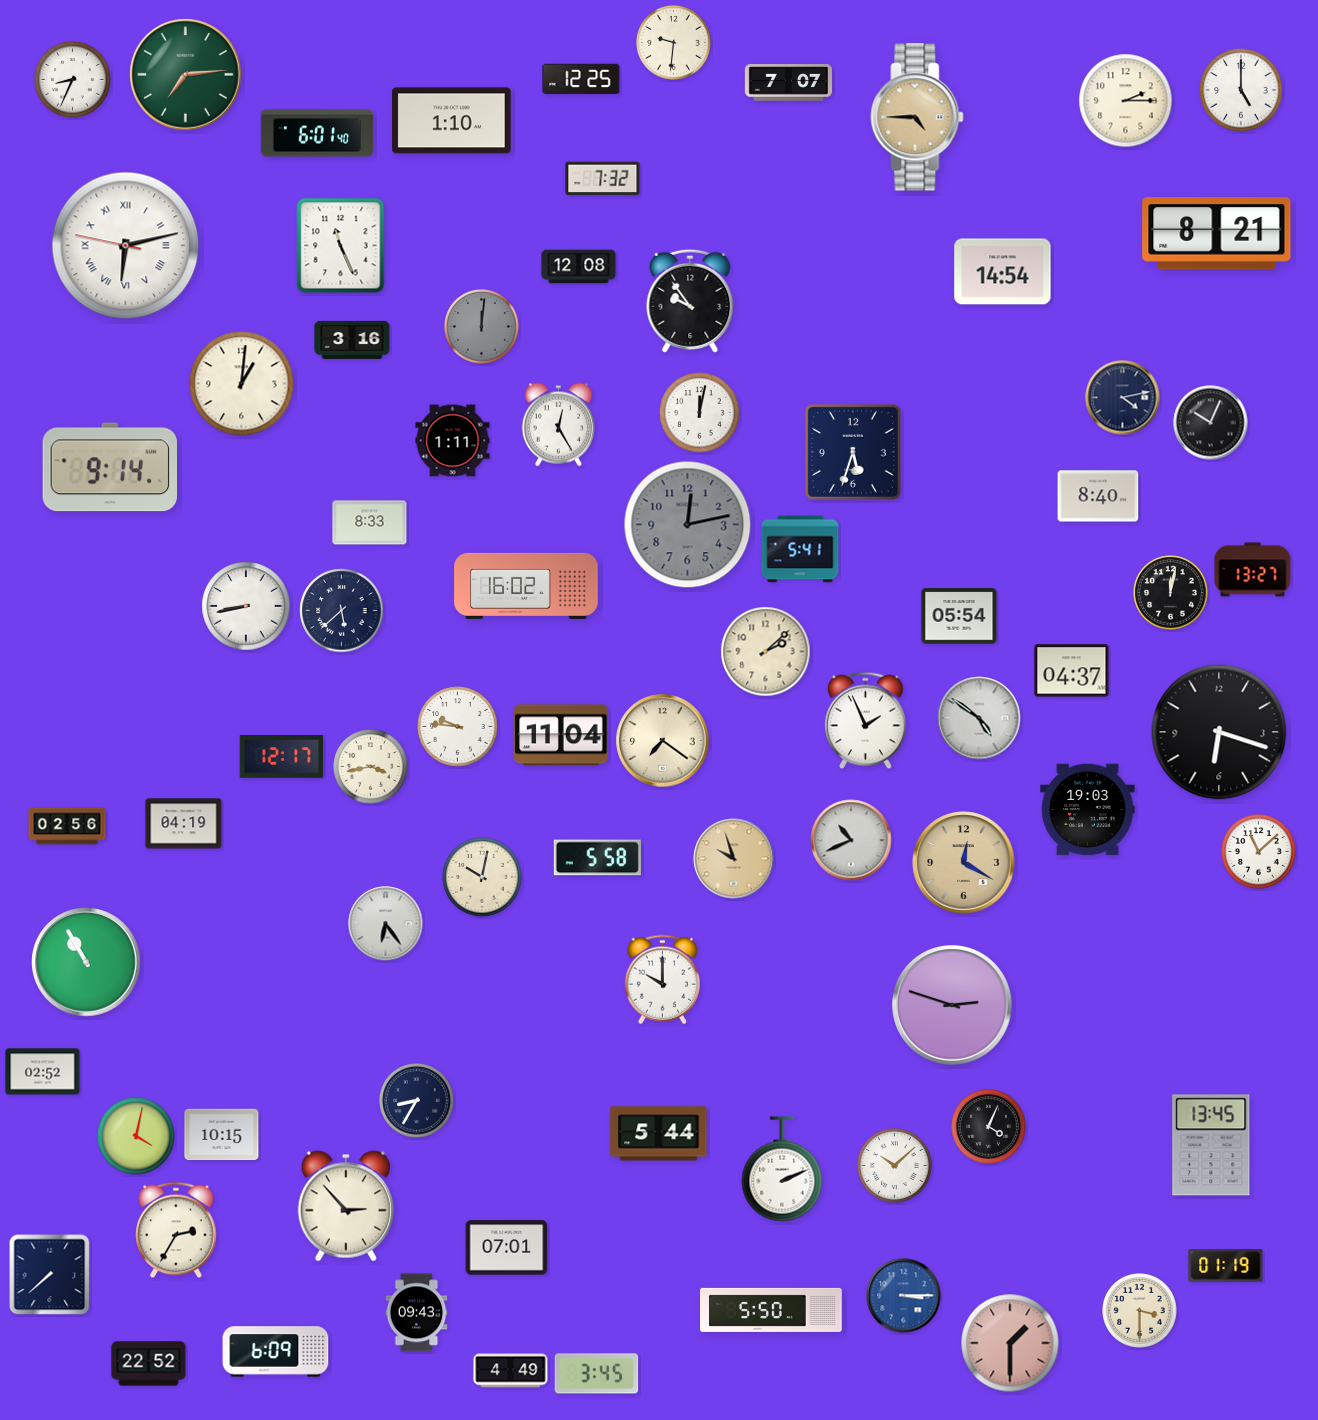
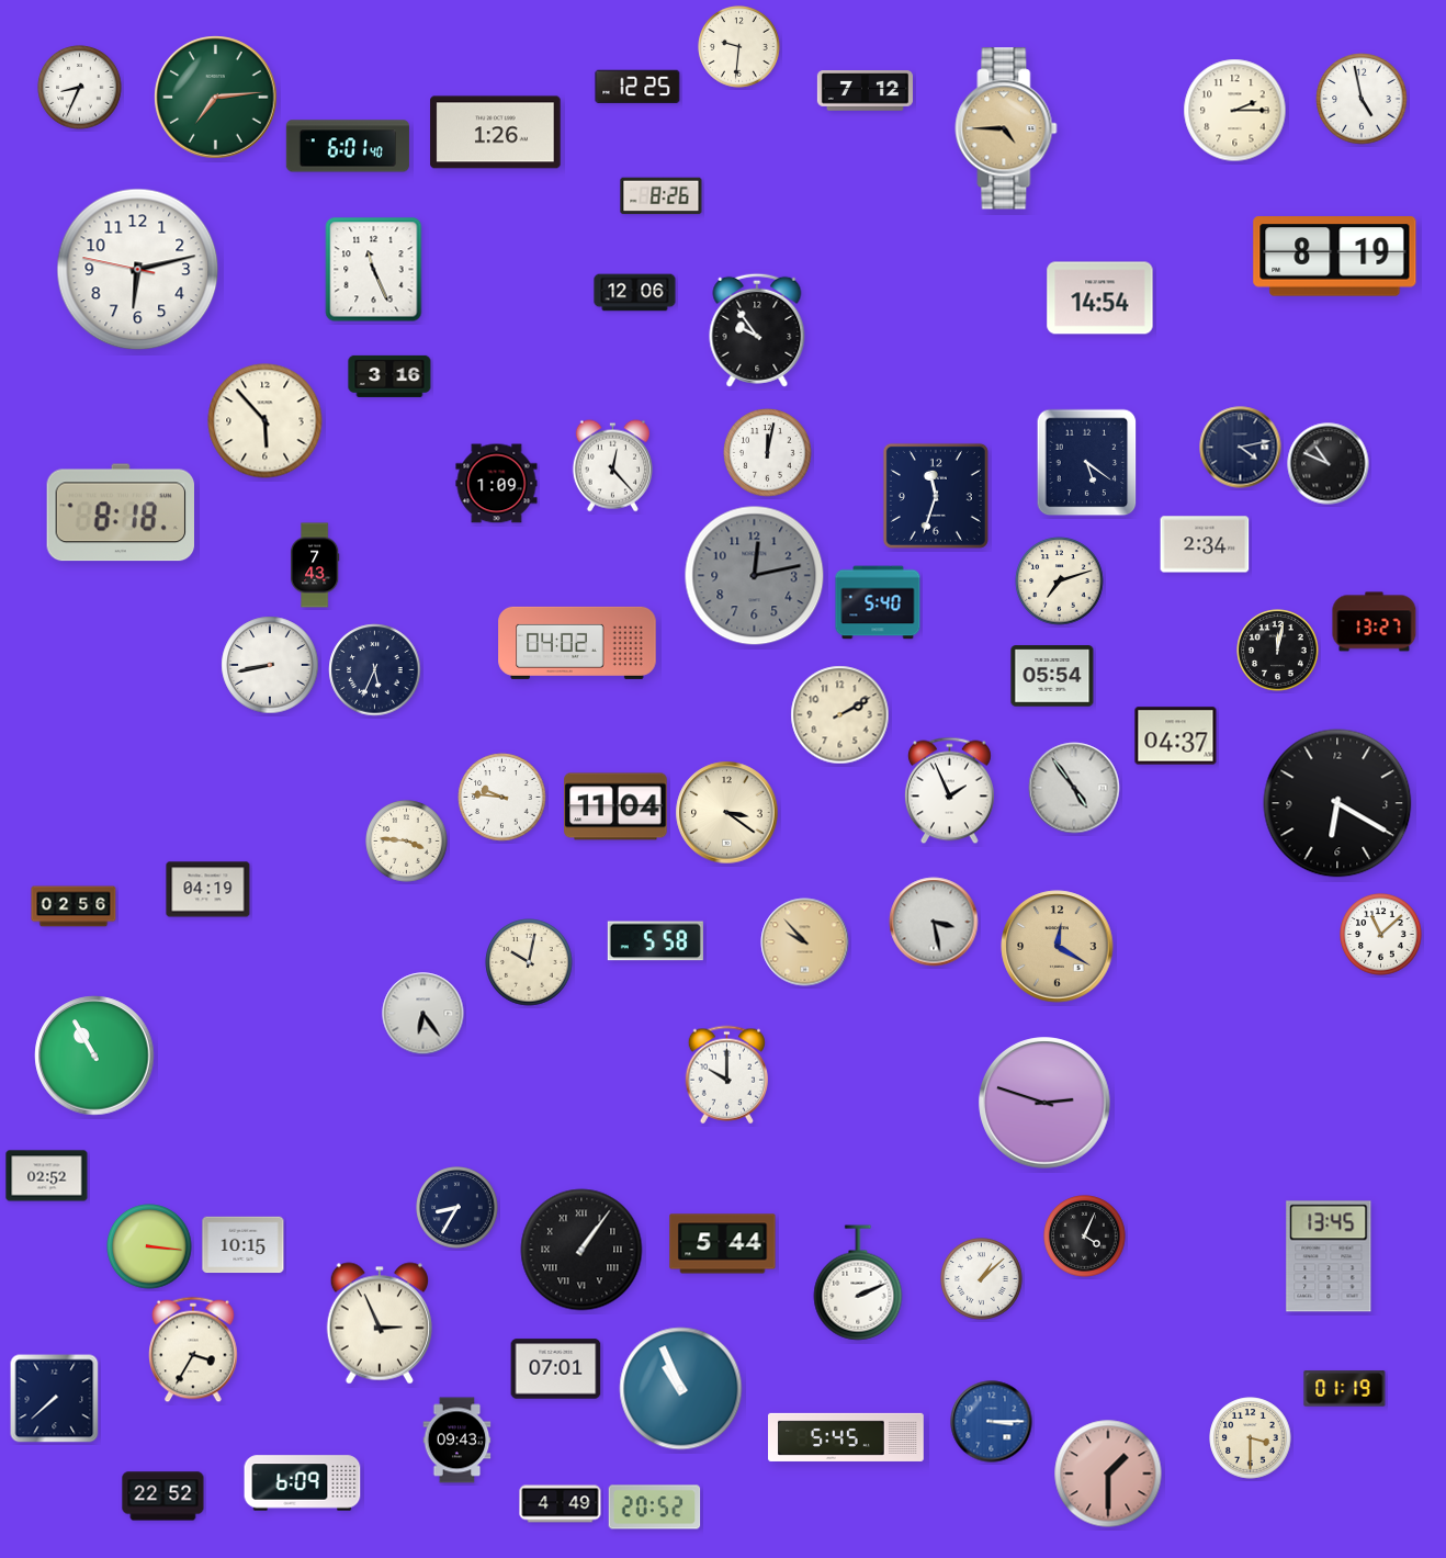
clock at (186, 75) position: (186, 75) -> (216, 98)
clock at (788, 83): 7:07 -> 7:12
clock at (1241, 90): 5:00 -> 4:58
clock at (452, 121): 1:10 -> 1:26
clock at (603, 179): 7:32 -> 8:26
clock at (1217, 234): 8:21 -> 8:19
clock at (126, 246) numerals: Roman -> Arabic
clock at (579, 267): 12:08 -> 12:06
clock at (482, 327): 12:01 -> none
clock at (352, 340) position: (352, 340) -> (389, 376)
clock at (242, 384): 1:01 -> 5:53
clock at (1123, 398) position: (1123, 398) -> (1241, 448)
clock at (1087, 463): none -> 5:21
clock at (1211, 423): 10:04 -> 10:49
clock at (558, 425): 12:25 -> 12:23
clock at (453, 441): 1:11 -> 1:09
clock at (853, 452): 5:33 -> 11:33
clock at (109, 467): 9:14 -> 8:18
clock at (1098, 496): 8:40 -> 2:34
clock at (315, 565): none -> 7:43
clock at (370, 523): 8:33 -> none
clock at (1060, 582): none -> 7:12
clock at (800, 549): 5:41 -> 5:40
clock at (1253, 570) position: (1253, 570) -> (1375, 622)
clock at (526, 586): 16:02 -> 04:02
clock at (1171, 593) position: (1171, 593) -> (1278, 651)
clock at (342, 611): 5:38 -> 5:34
clock at (766, 652): 2:08 -> 2:10
clock at (979, 718): 4:51 -> 4:54
clock at (1219, 732): 6:18 -> 6:20
clock at (663, 741): 7:21 -> 3:21
clock at (282, 757): 12:17 -> none
clock at (371, 767): 3:43 -> 3:46
clock at (1088, 810): 19:03 -> none
clock at (184, 824) position: (184, 824) -> (208, 890)
clock at (851, 840): 10:41 -> 3:28
clock at (734, 859): 9:57 -> 9:53
clock at (136, 1136): 4:02 -> 3:16
clock at (581, 1250): none -> 1:06
clock at (895, 1166): 10:08 -> 1:08
clock at (345, 1206): 2:53 -> 2:56
clock at (176, 1230): 2:35 -> 3:35
clock at (681, 1389): none -> 10:56
clock at (772, 1310): 5:50 -> 5:45
clock at (597, 1374): 3:45 -> 20:52
